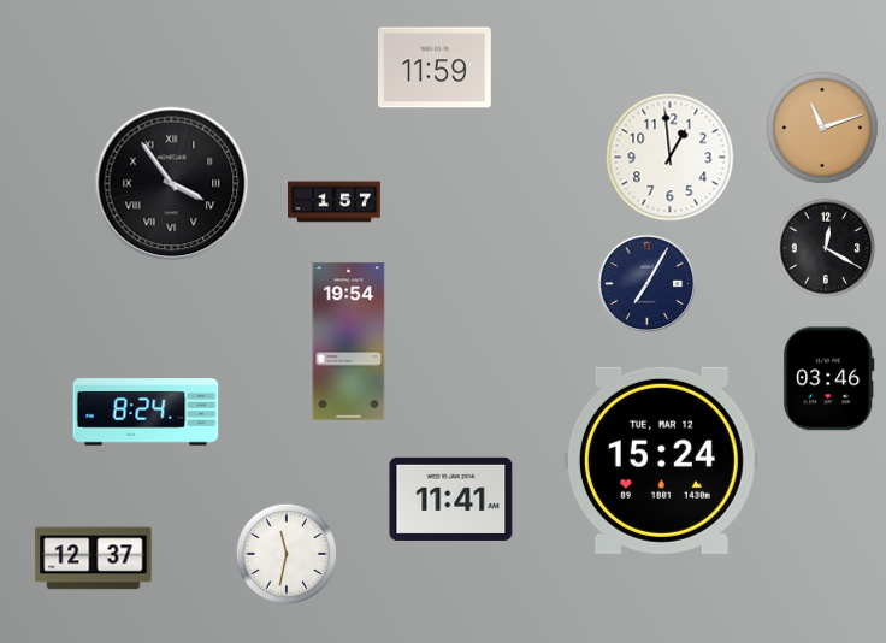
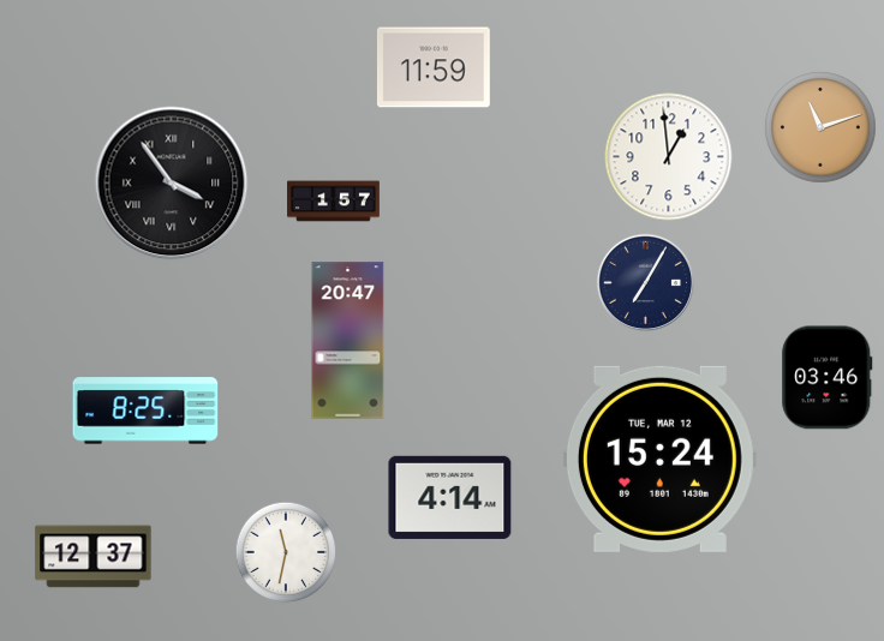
clock at (826, 248): 12:20 -> none
clock at (349, 342): 19:54 -> 20:47
clock at (146, 412): 8:24 -> 8:25
clock at (451, 499): 11:41 -> 4:14
